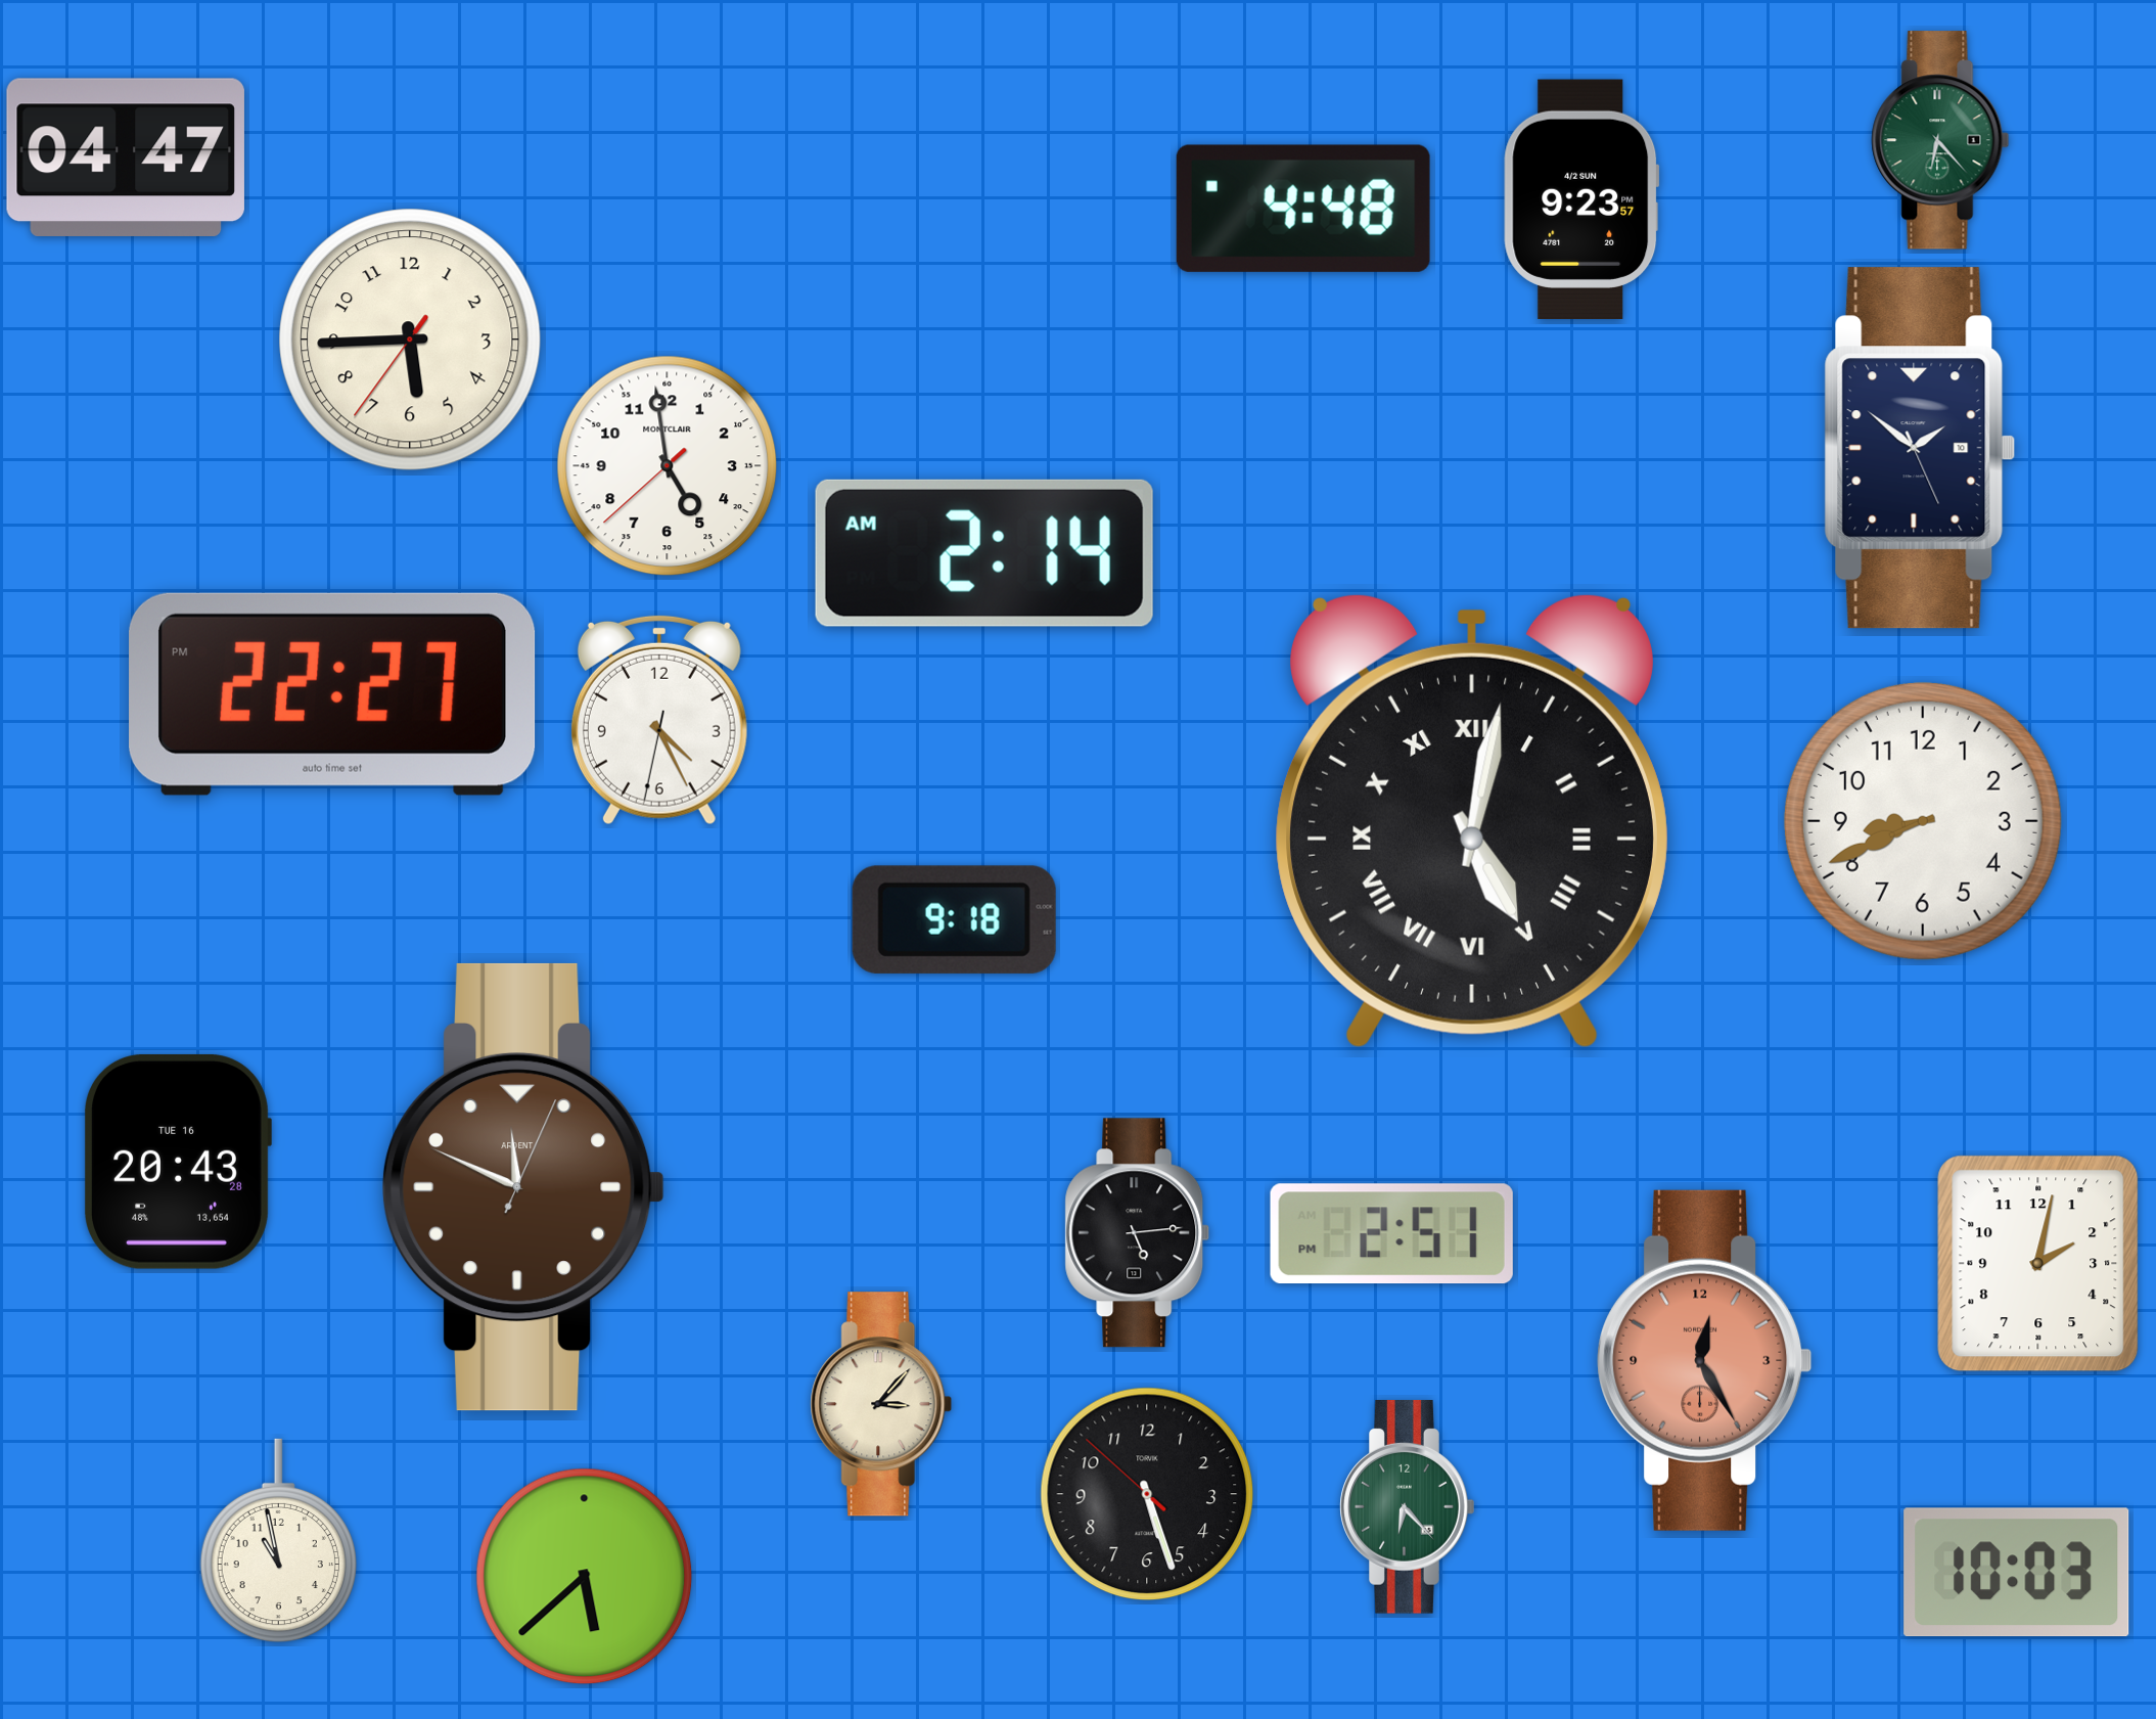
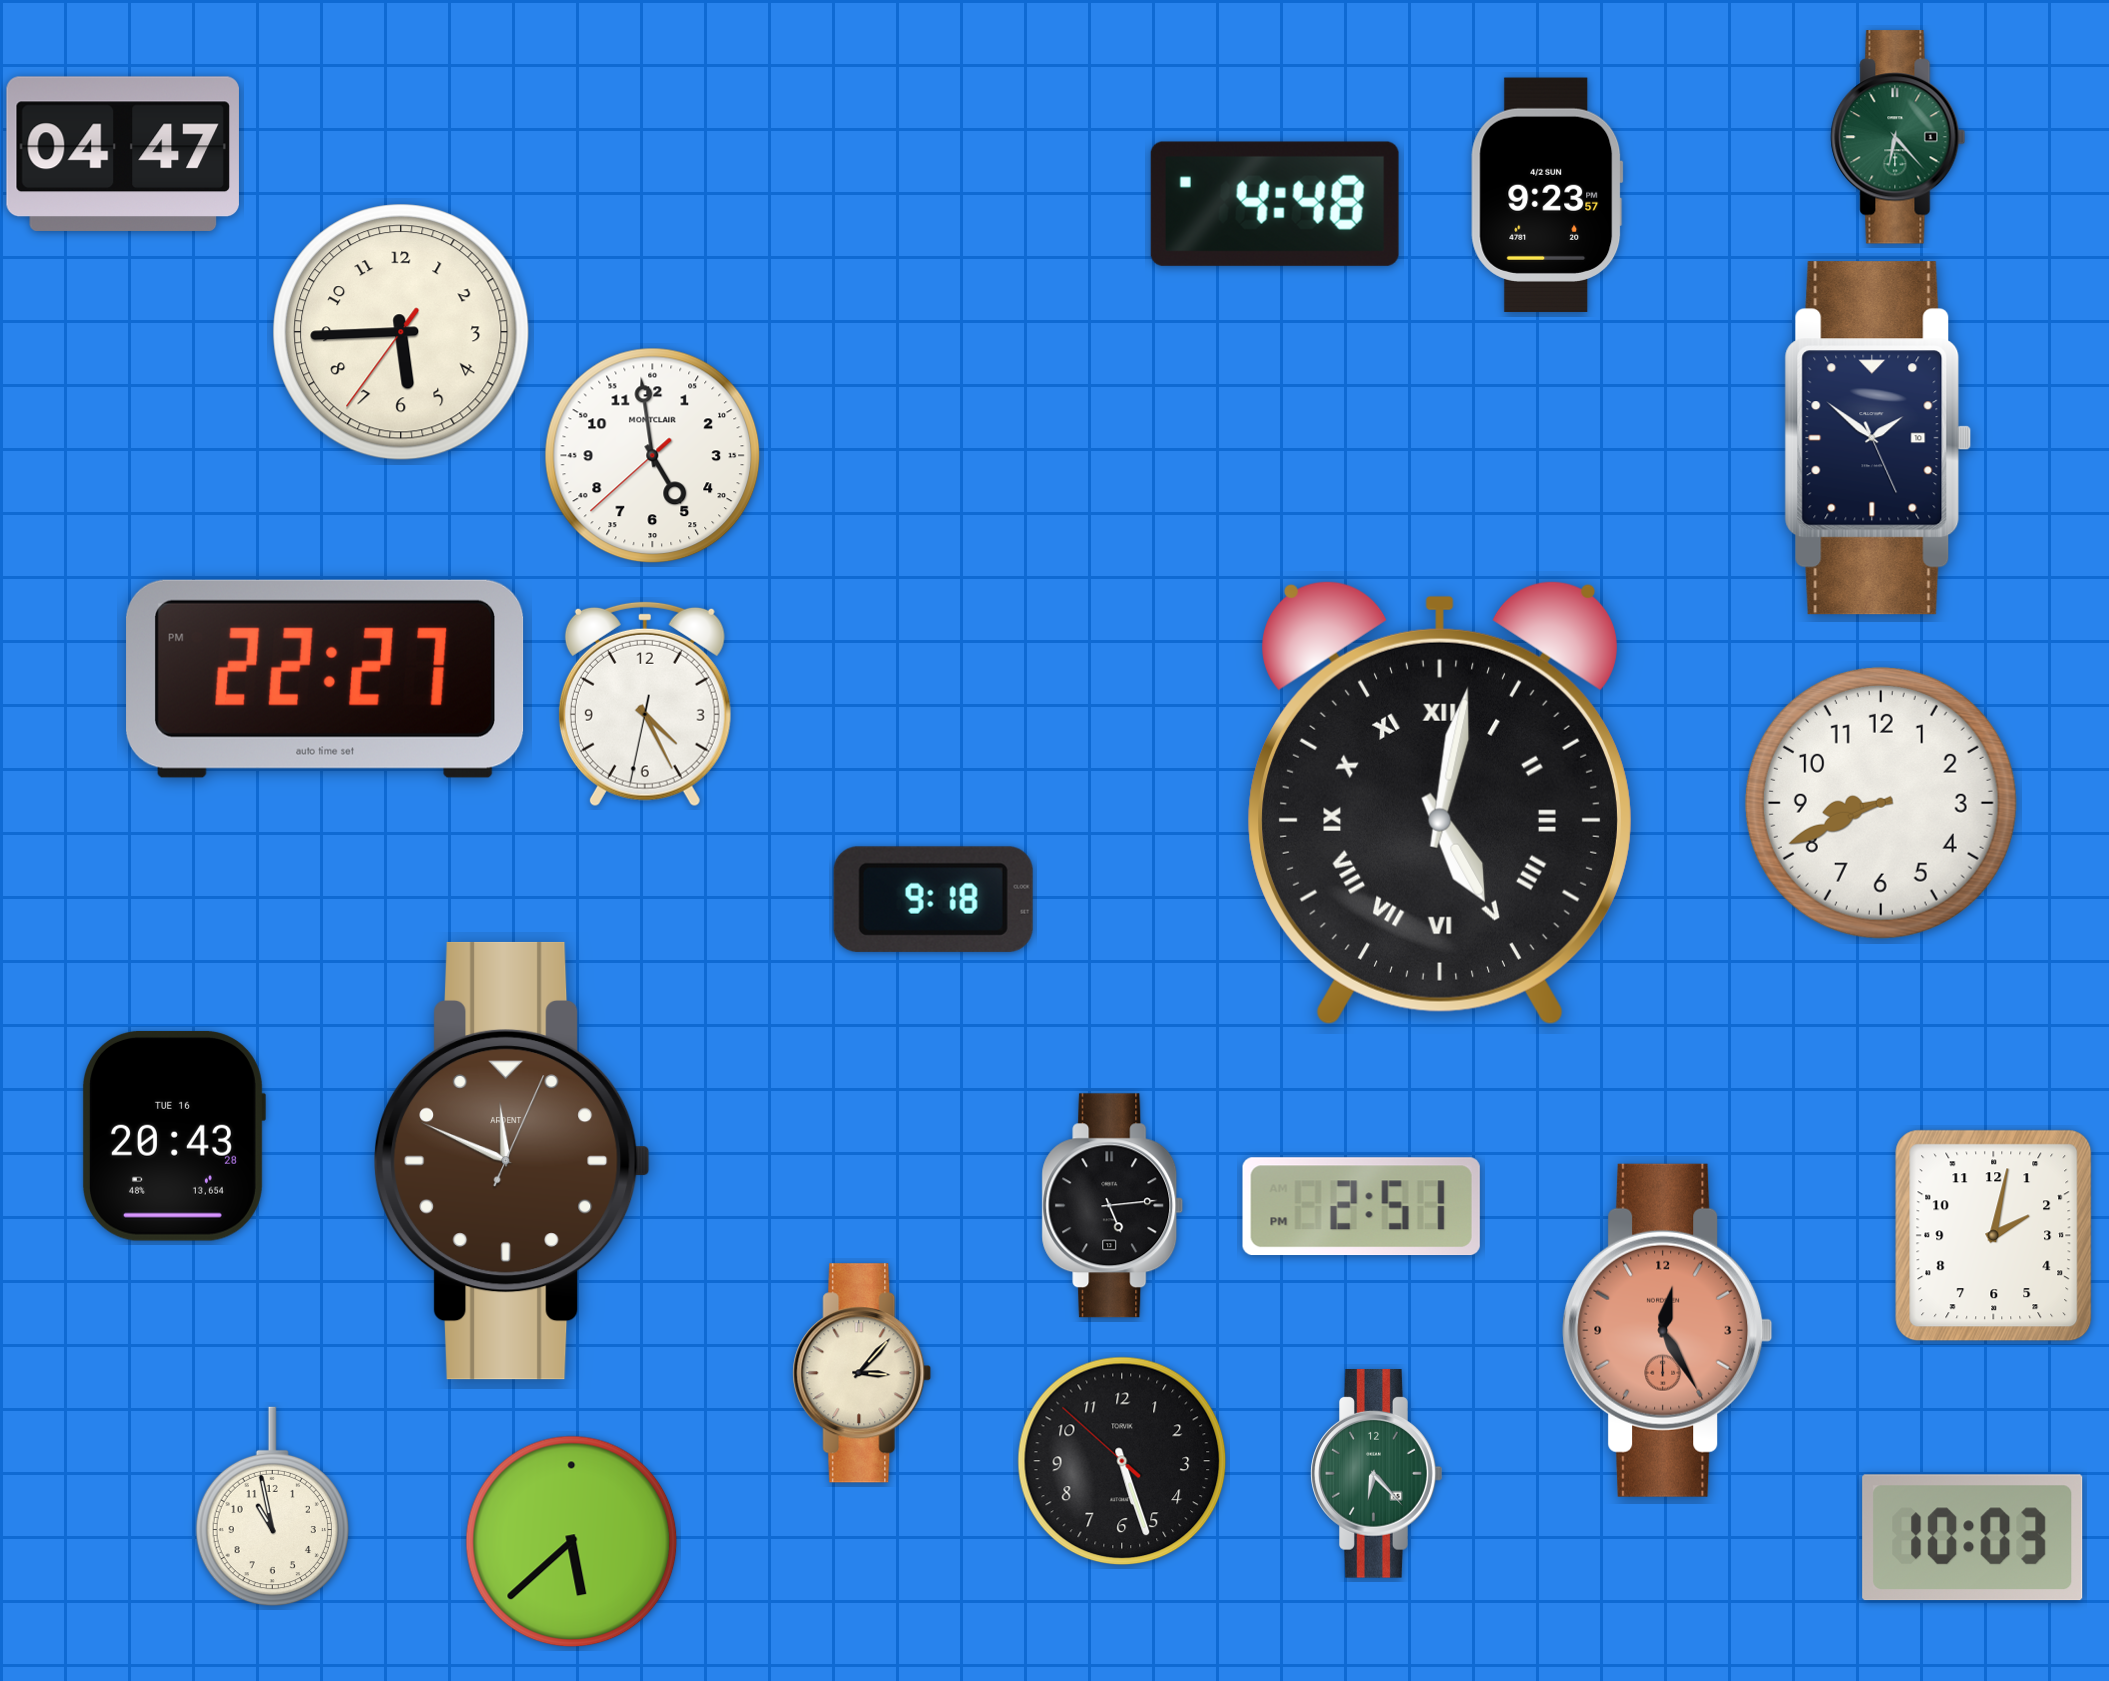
clock at (984, 553): 2:14 -> none
